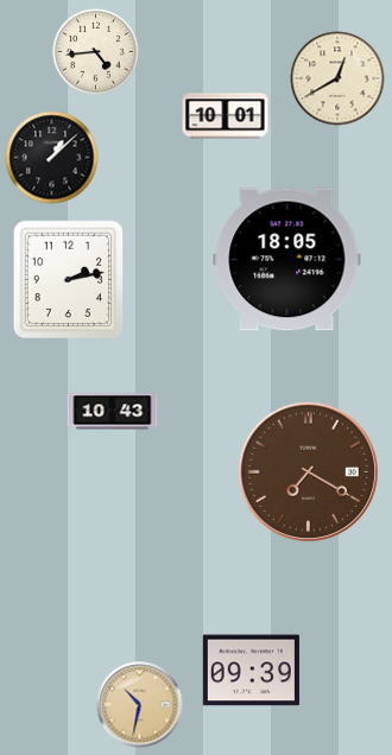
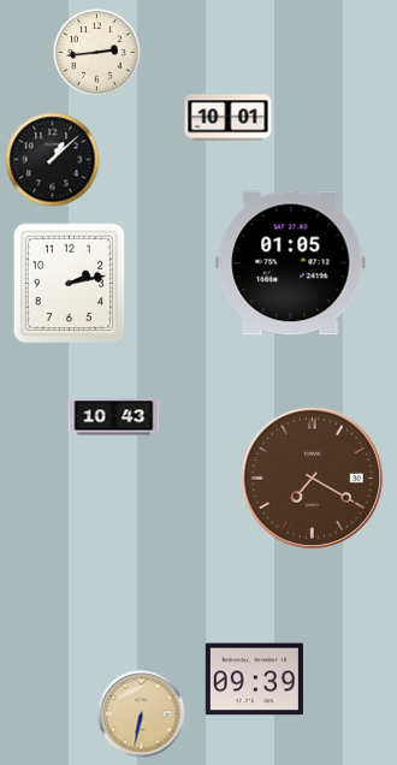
clock at (96, 52): 4:44 -> 2:44
clock at (337, 78): 12:40 -> none
clock at (287, 260): 18:05 -> 01:05
clock at (140, 705): 10:32 -> 6:32
